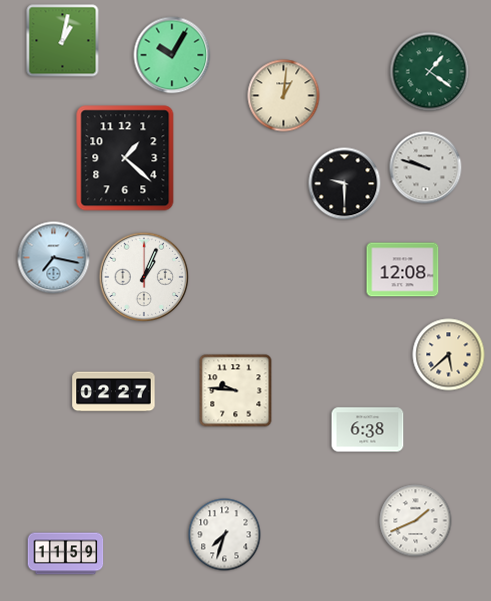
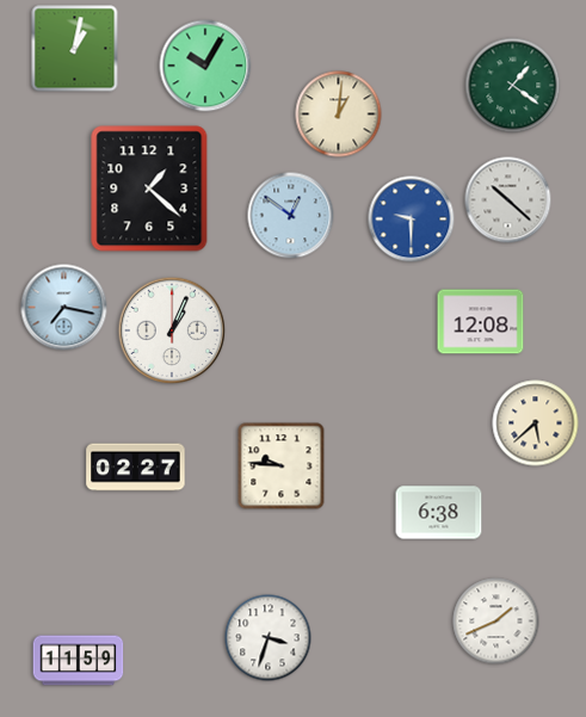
clock at (426, 168): 9:48 -> 10:22
clock at (291, 216): none -> 12:51
clock at (345, 184) dial: black -> blue
clock at (225, 535): 7:33 -> 3:33
